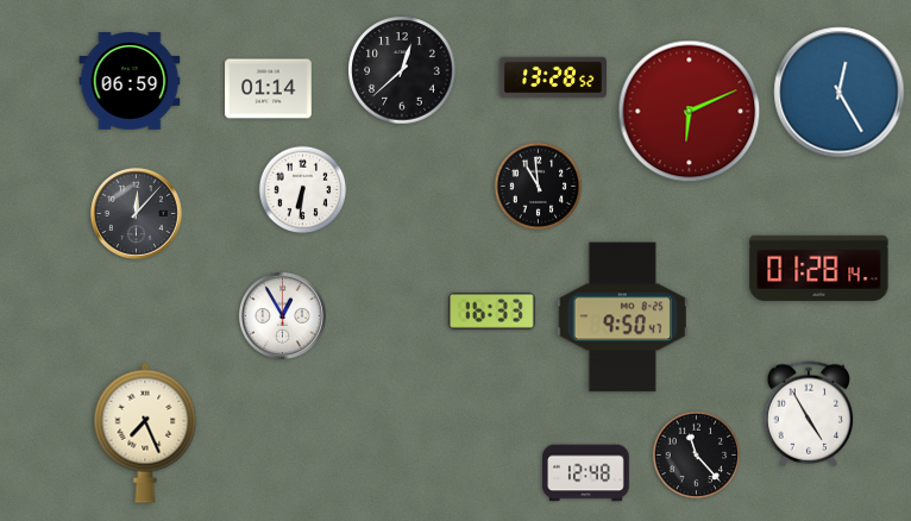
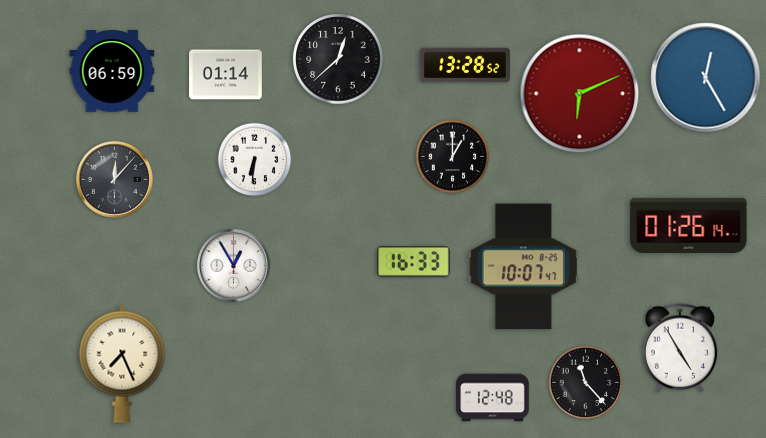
clock at (130, 82) position: (130, 82) -> (112, 72)
clock at (539, 187): 10:59 -> 1:00
clock at (819, 268): 01:28 -> 01:26
clock at (282, 315) position: (282, 315) -> (233, 265)
clock at (622, 318): 9:50 -> 10:07
